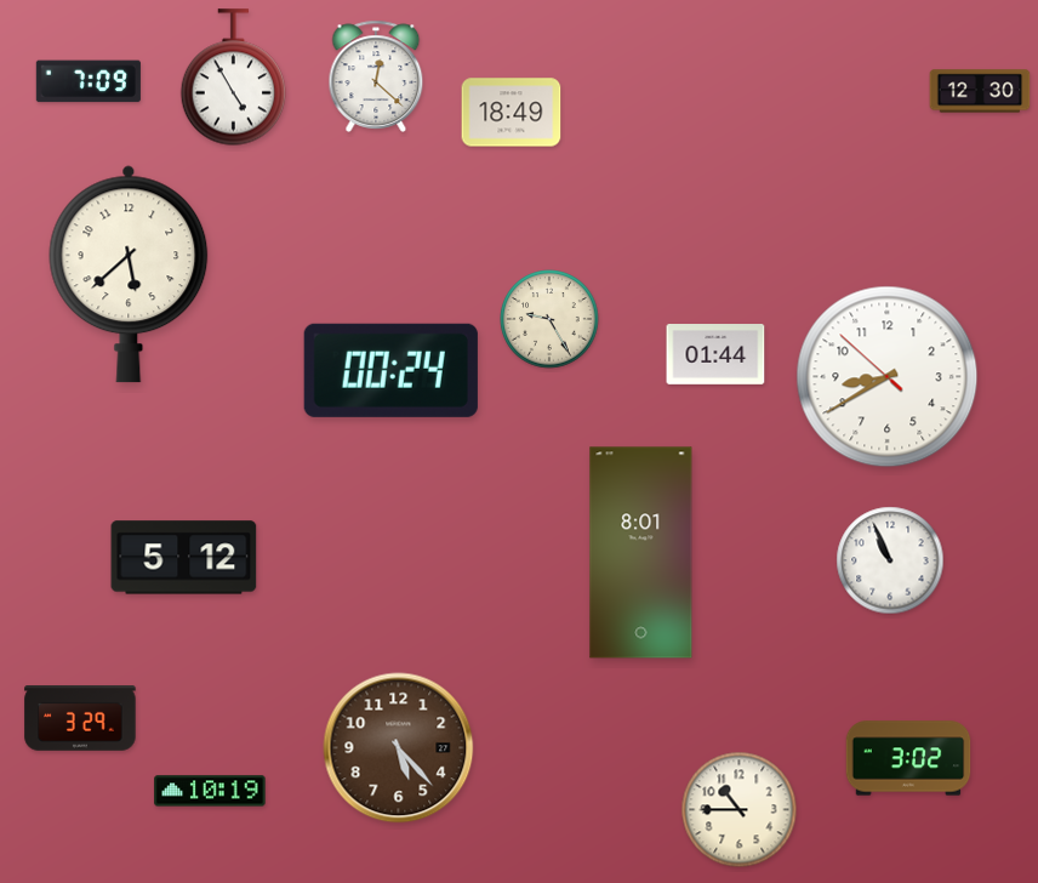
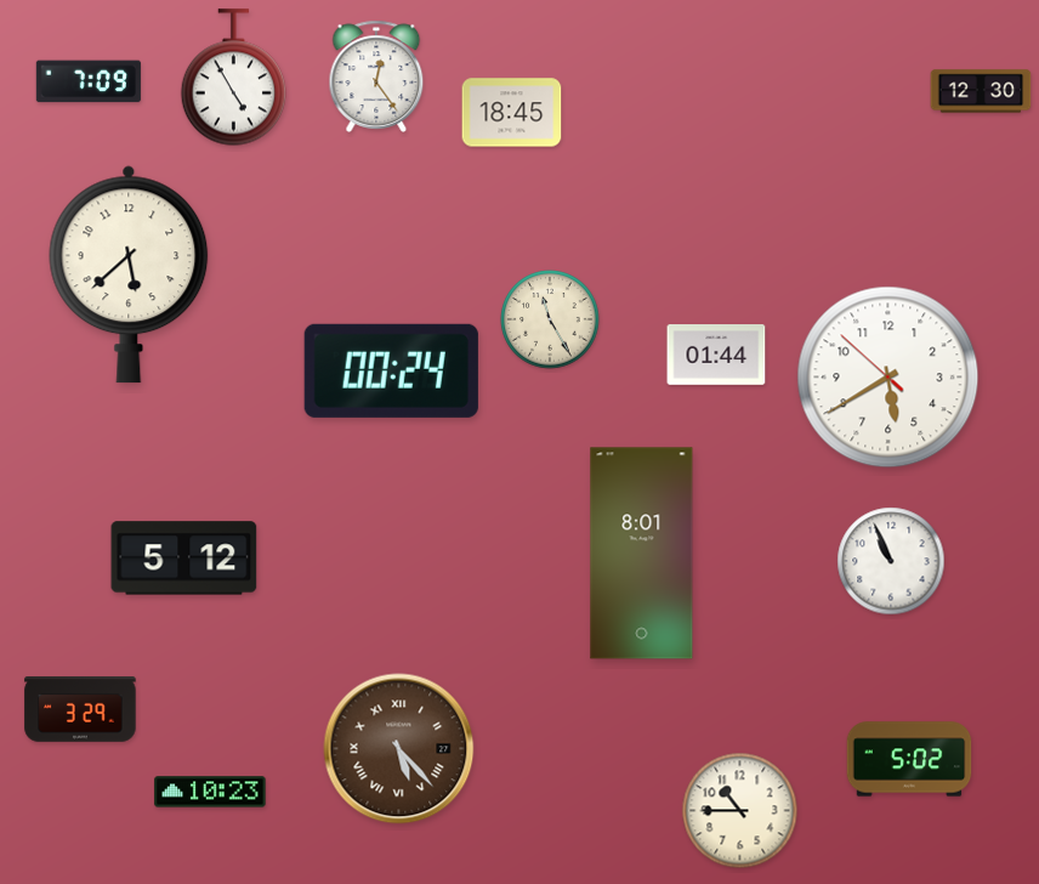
clock at (376, 76): 12:22 -> 12:24
clock at (512, 113): 18:49 -> 18:45
clock at (549, 319): 9:25 -> 11:25
clock at (888, 377): 8:39 -> 5:39
clock at (80, 718) position: (80, 718) -> (80, 709)
clock at (399, 748) numerals: Arabic -> Roman
clock at (908, 758): 3:02 -> 5:02
clock at (210, 791): 10:19 -> 10:23
